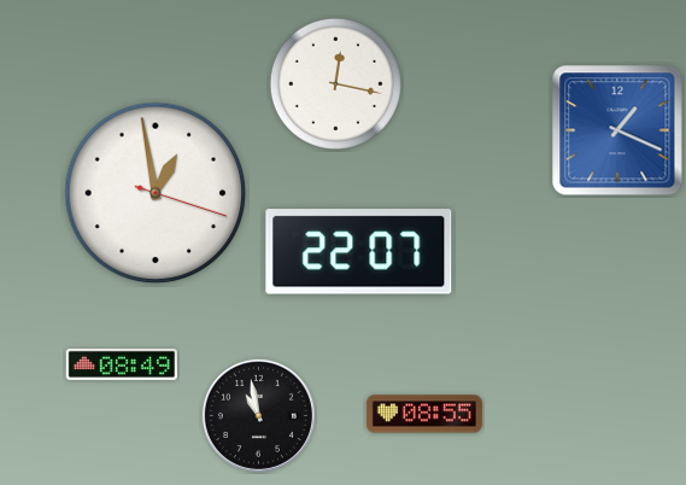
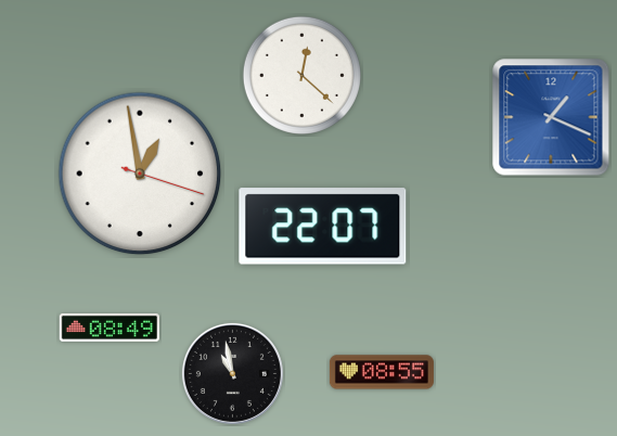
clock at (335, 83): 12:17 -> 12:22
clock at (617, 130) position: (617, 130) -> (551, 117)
